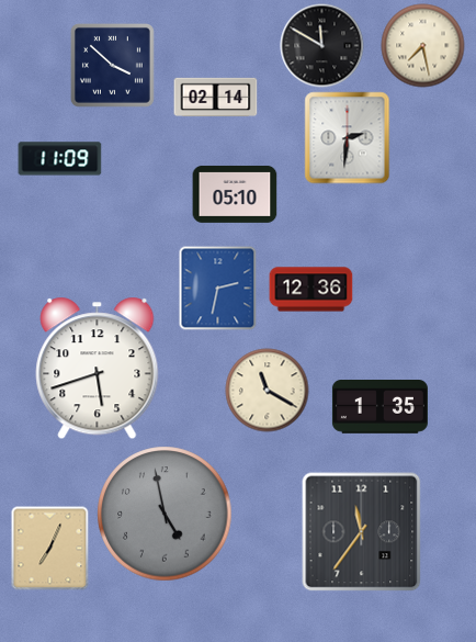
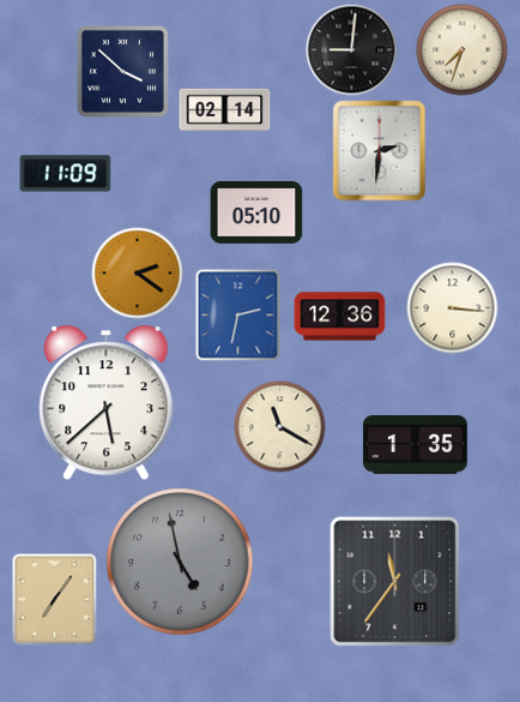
clock at (322, 46): 11:50 -> 9:01
clock at (423, 46): 7:28 -> 7:33
clock at (216, 98) position: (216, 98) -> (225, 110)
clock at (138, 274): none -> 2:21
clock at (453, 308): none -> 3:16
clock at (98, 369): 5:42 -> 5:38
clock at (268, 391) position: (268, 391) -> (280, 427)
clock at (50, 549): 7:04 -> 7:06
